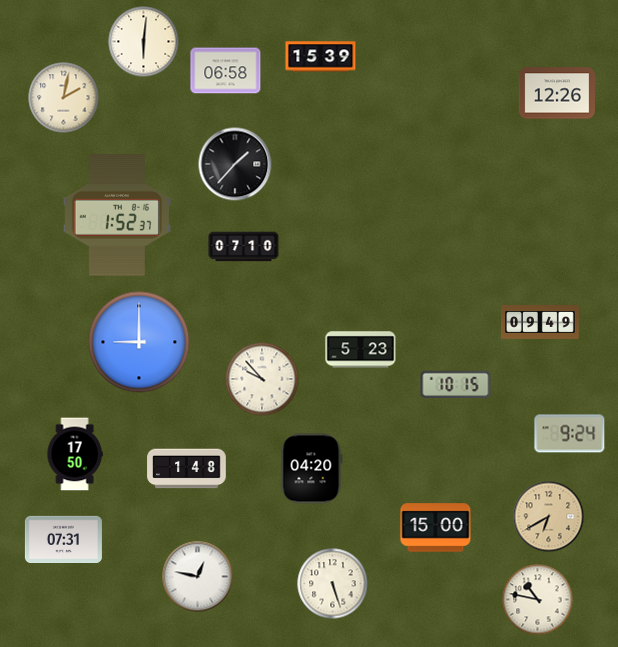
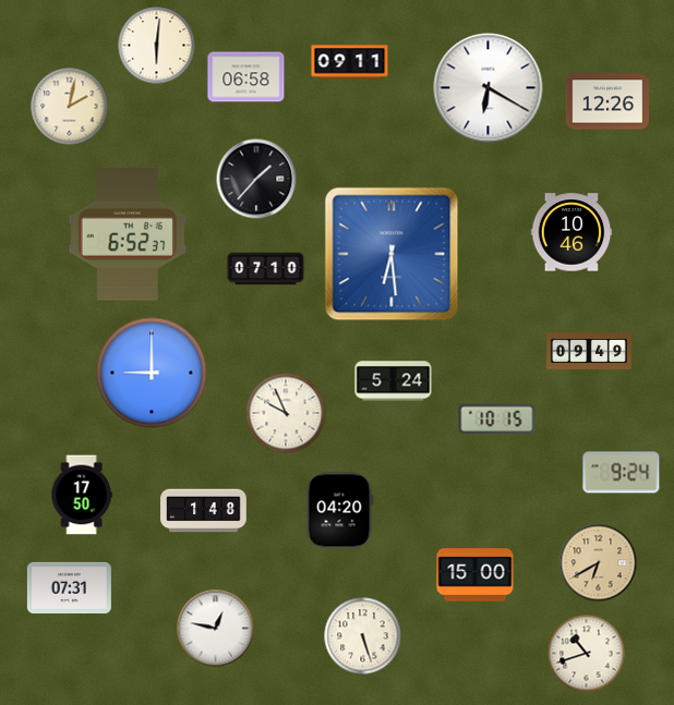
clock at (321, 57): 15:39 -> 09:11
clock at (489, 88): none -> 6:20
clock at (571, 232): none -> 10:46
clock at (117, 215): 1:52 -> 6:52
clock at (392, 254): none -> 6:29
clock at (361, 350): 5:23 -> 5:24
clock at (262, 379): 9:53 -> 9:56
clock at (538, 600): 10:47 -> 10:42
